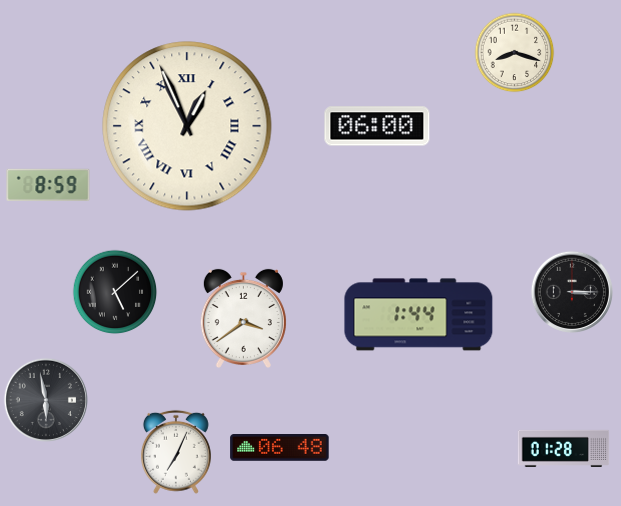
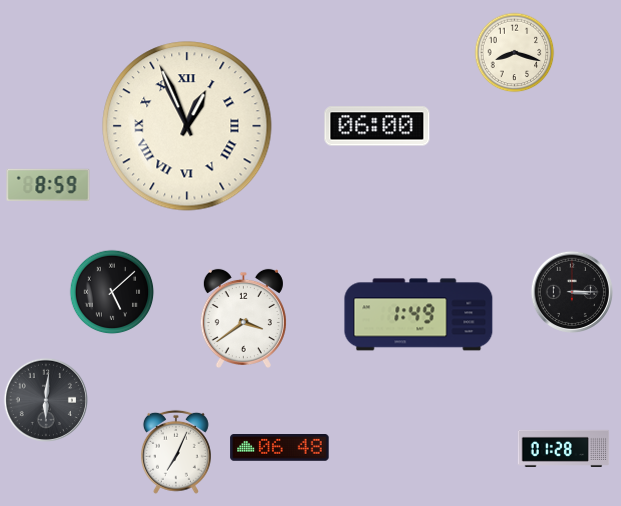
clock at (115, 292) position: (115, 292) -> (112, 292)
clock at (419, 315): 1:44 -> 1:49
clock at (46, 400): 5:58 -> 6:01
